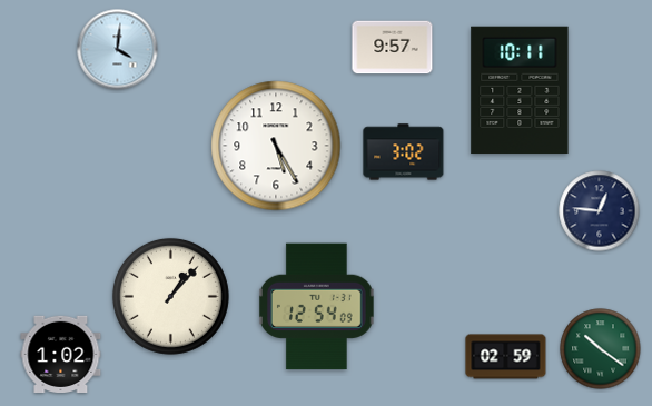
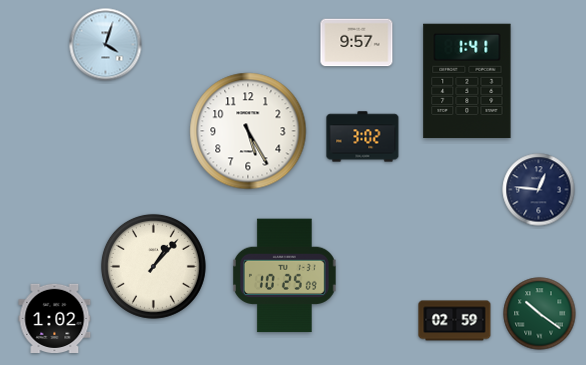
clock at (393, 48) position: (393, 48) -> (357, 43)
clock at (118, 50): 4:01 -> 4:03
clock at (520, 90): 10:11 -> 1:41
clock at (317, 307): 12:54 -> 10:25
